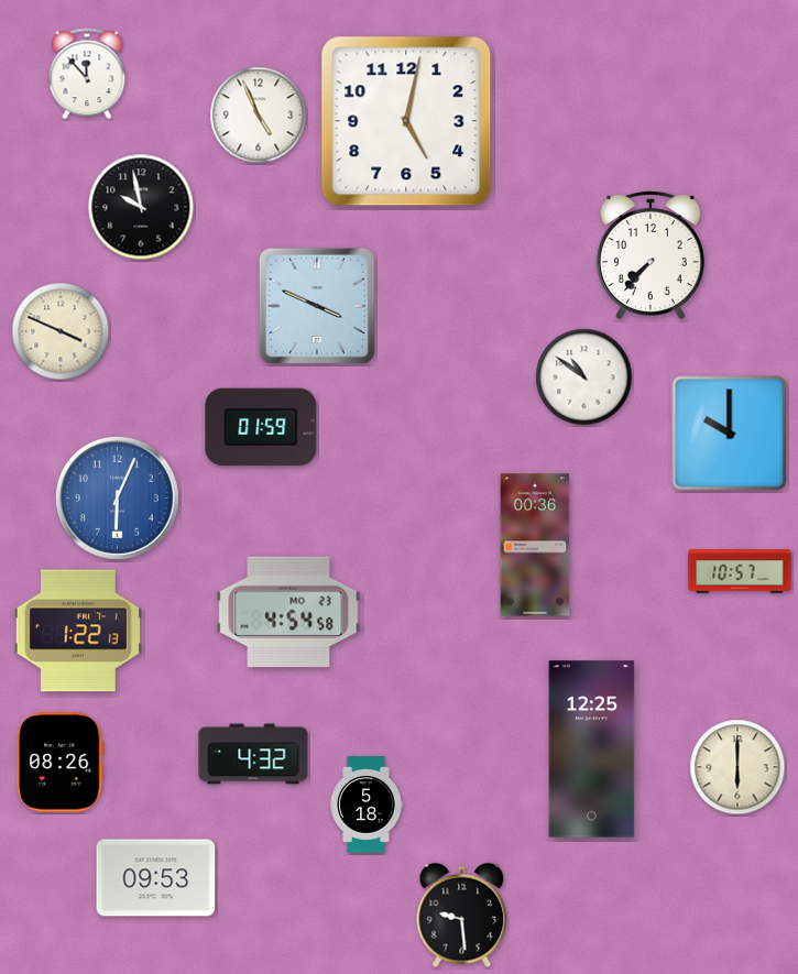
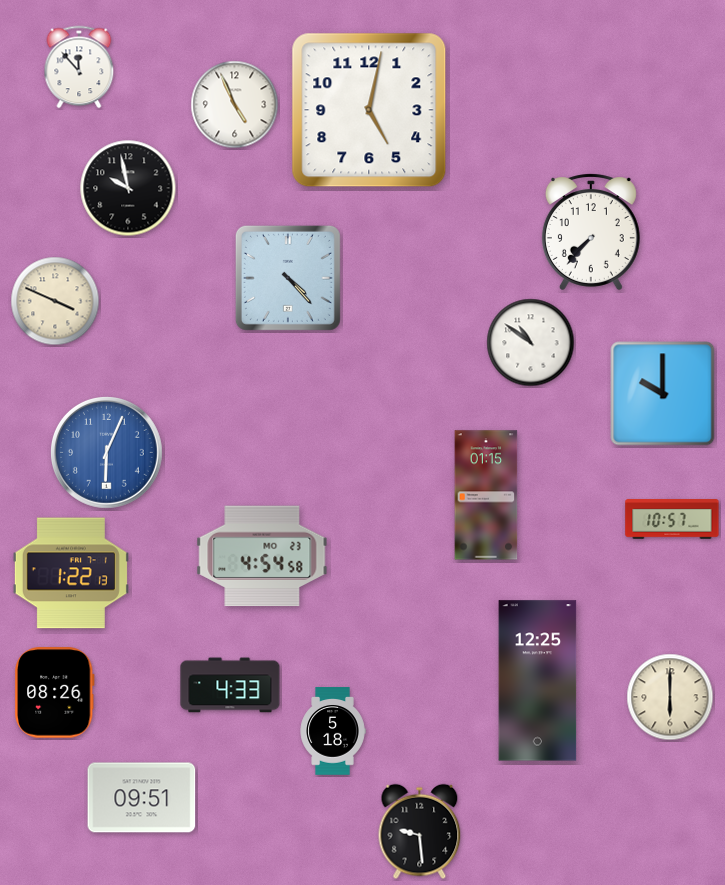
clock at (317, 306): 3:49 -> 4:23
clock at (261, 427): 01:59 -> none
clock at (535, 545): 00:36 -> 01:15
clock at (253, 754): 4:32 -> 4:33
clock at (156, 878): 09:53 -> 09:51
